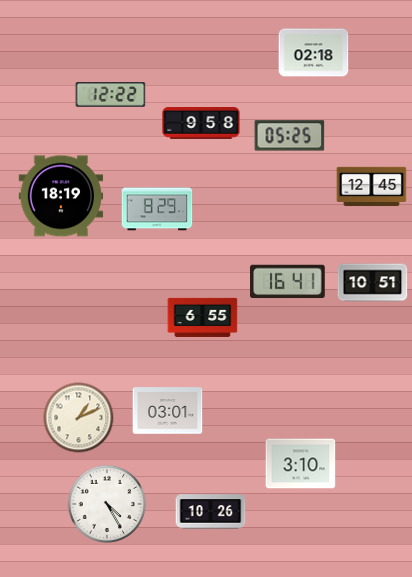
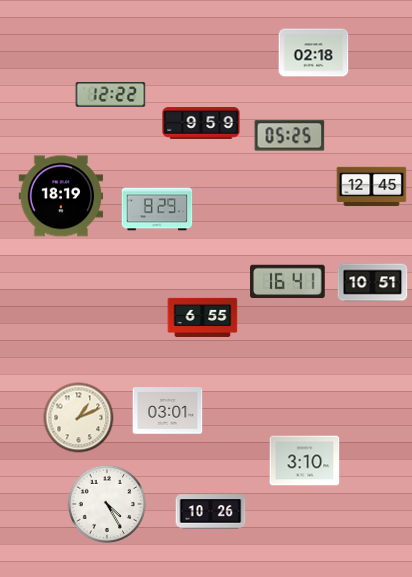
clock at (201, 124): 9:58 -> 9:59
clock at (301, 464) position: (301, 464) -> (305, 461)
